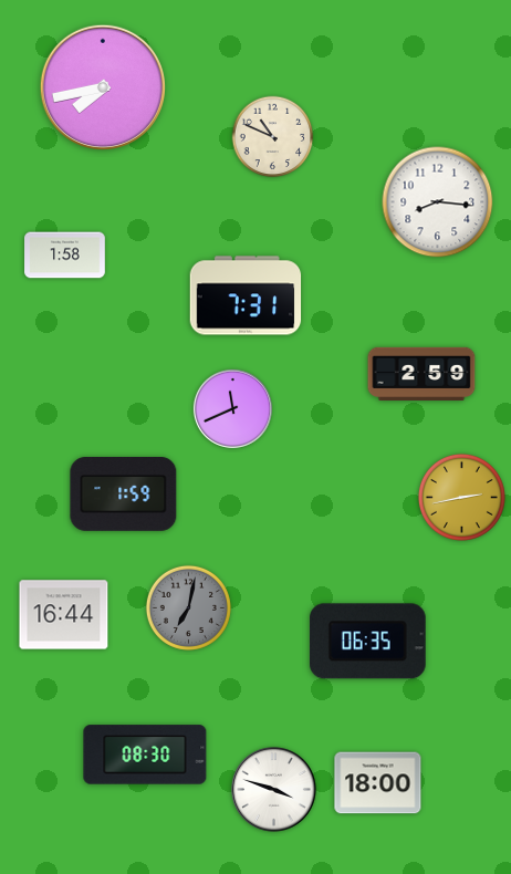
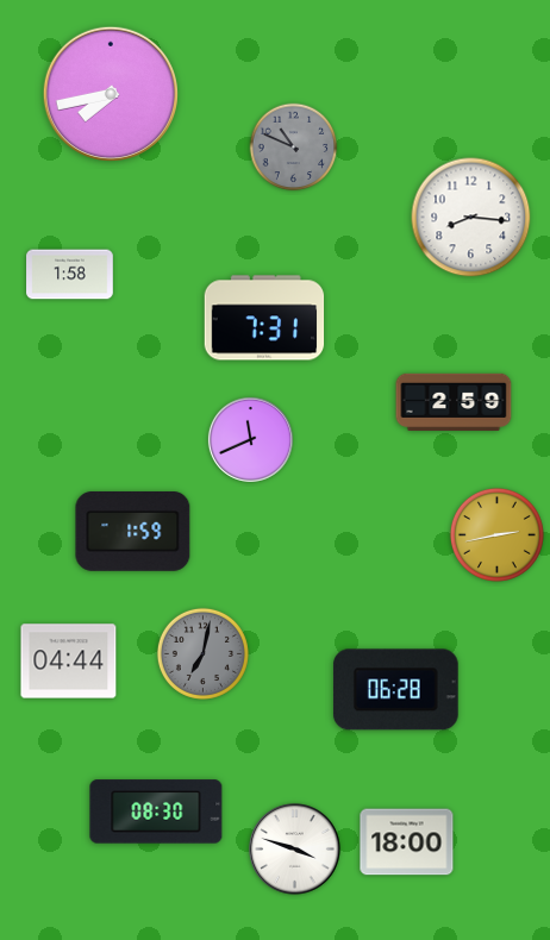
clock at (273, 137) dial: cream -> grey
clock at (64, 615): 16:44 -> 04:44
clock at (367, 642): 06:35 -> 06:28
